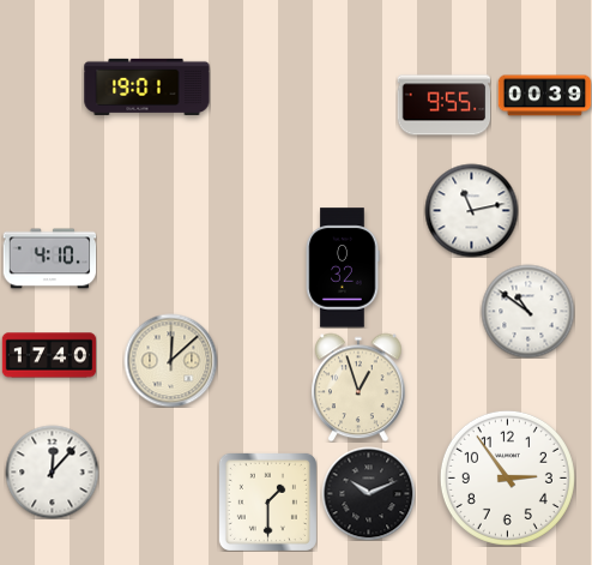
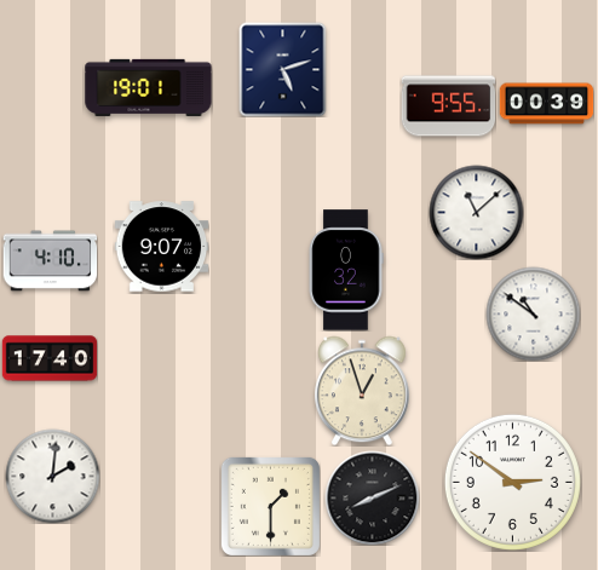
clock at (283, 69): none -> 5:12
clock at (544, 96) position: (544, 96) -> (546, 104)
clock at (471, 210): 11:13 -> 11:08
clock at (161, 247): none -> 9:07
clock at (170, 360): 12:08 -> none
clock at (52, 471): 12:07 -> 2:01
clock at (507, 477): 2:54 -> 2:51
clock at (368, 493): 10:11 -> 8:11
